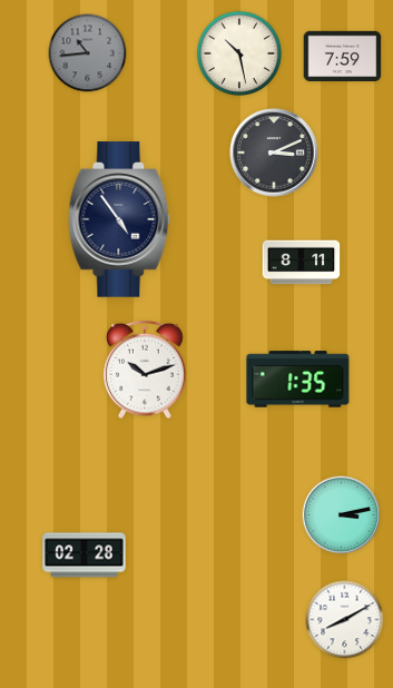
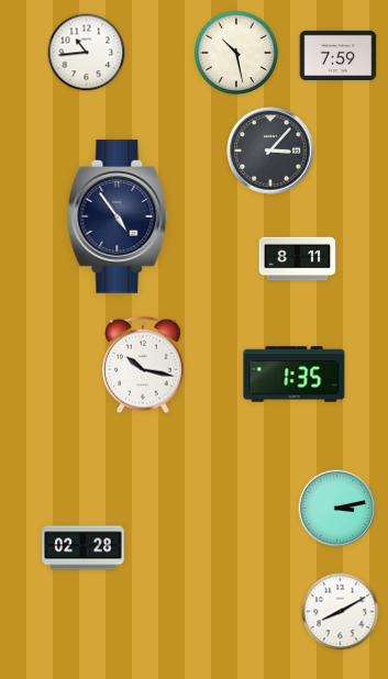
clock at (88, 53) dial: grey -> white
clock at (274, 153): 3:11 -> 3:07
clock at (145, 370): 10:12 -> 10:17
